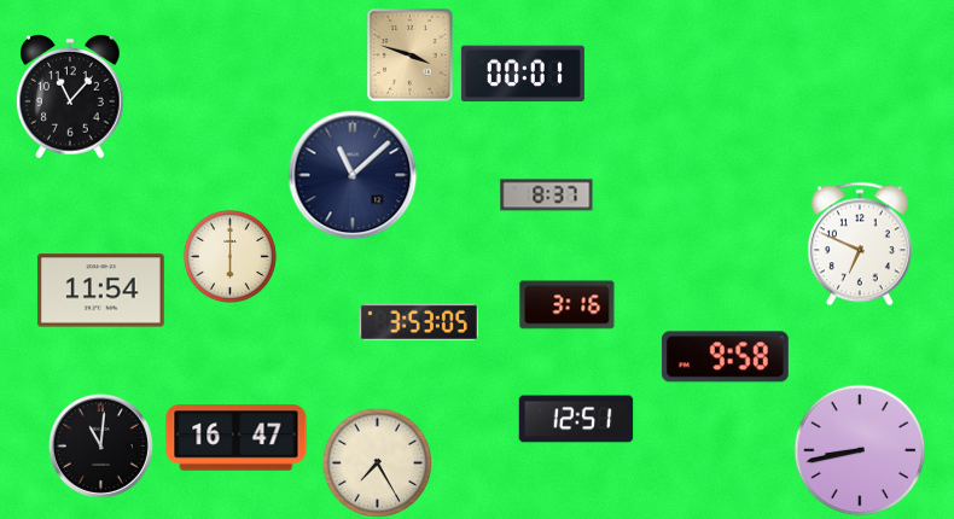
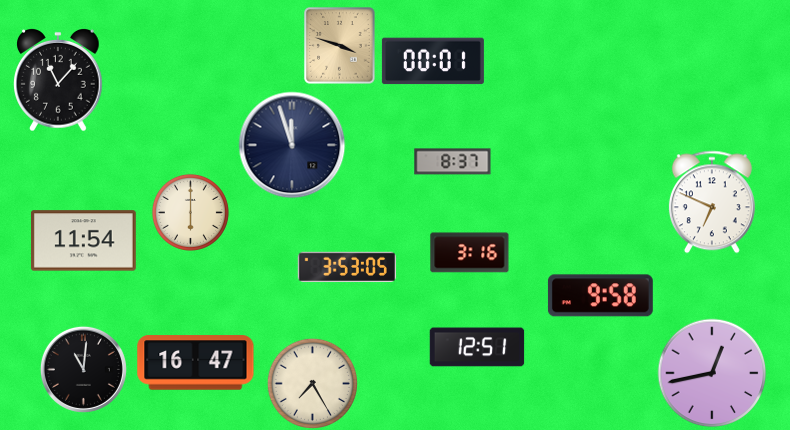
clock at (353, 175): 11:08 -> 11:57
clock at (860, 450): 8:43 -> 12:43
